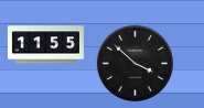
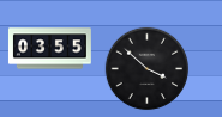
clock at (45, 45): 11:55 -> 03:55
